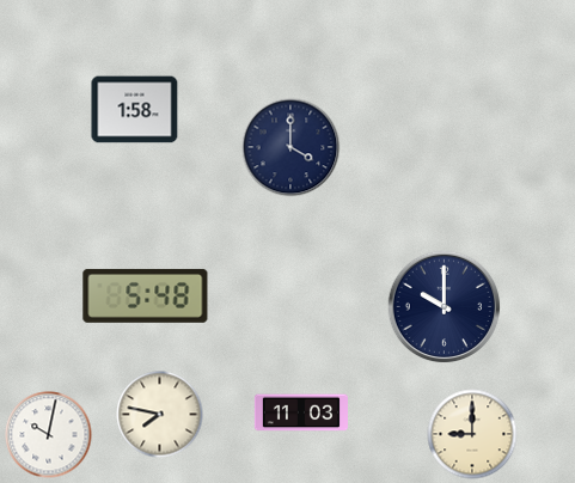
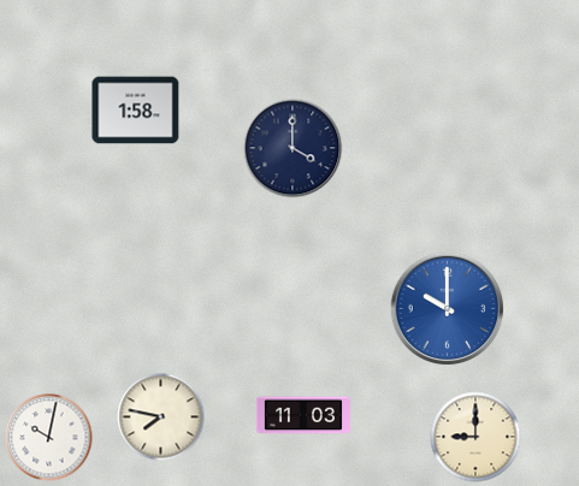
clock at (146, 295): 5:48 -> none
clock at (445, 307) dial: navy -> blue
